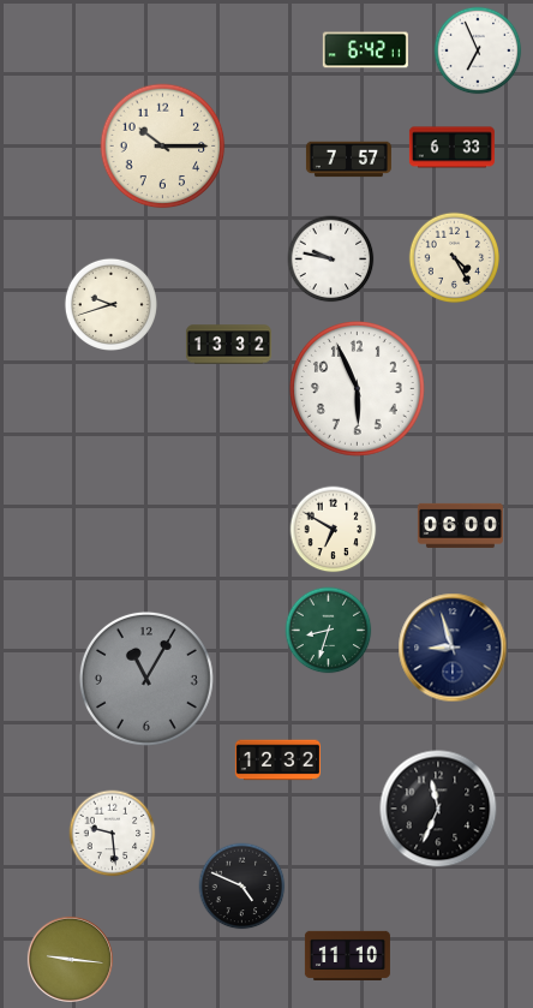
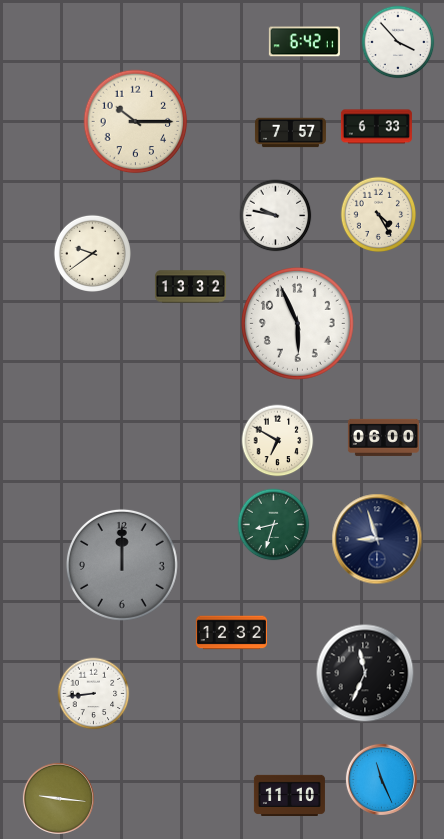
clock at (478, 50): 6:56 -> 3:53
clock at (451, 148) position: (451, 148) -> (376, 127)
clock at (110, 304): 9:42 -> 9:39
clock at (146, 679): 11:05 -> 12:00
clock at (113, 834): 9:29 -> 8:44
clock at (242, 887): 4:49 -> none
clock at (381, 779): none -> 11:26
